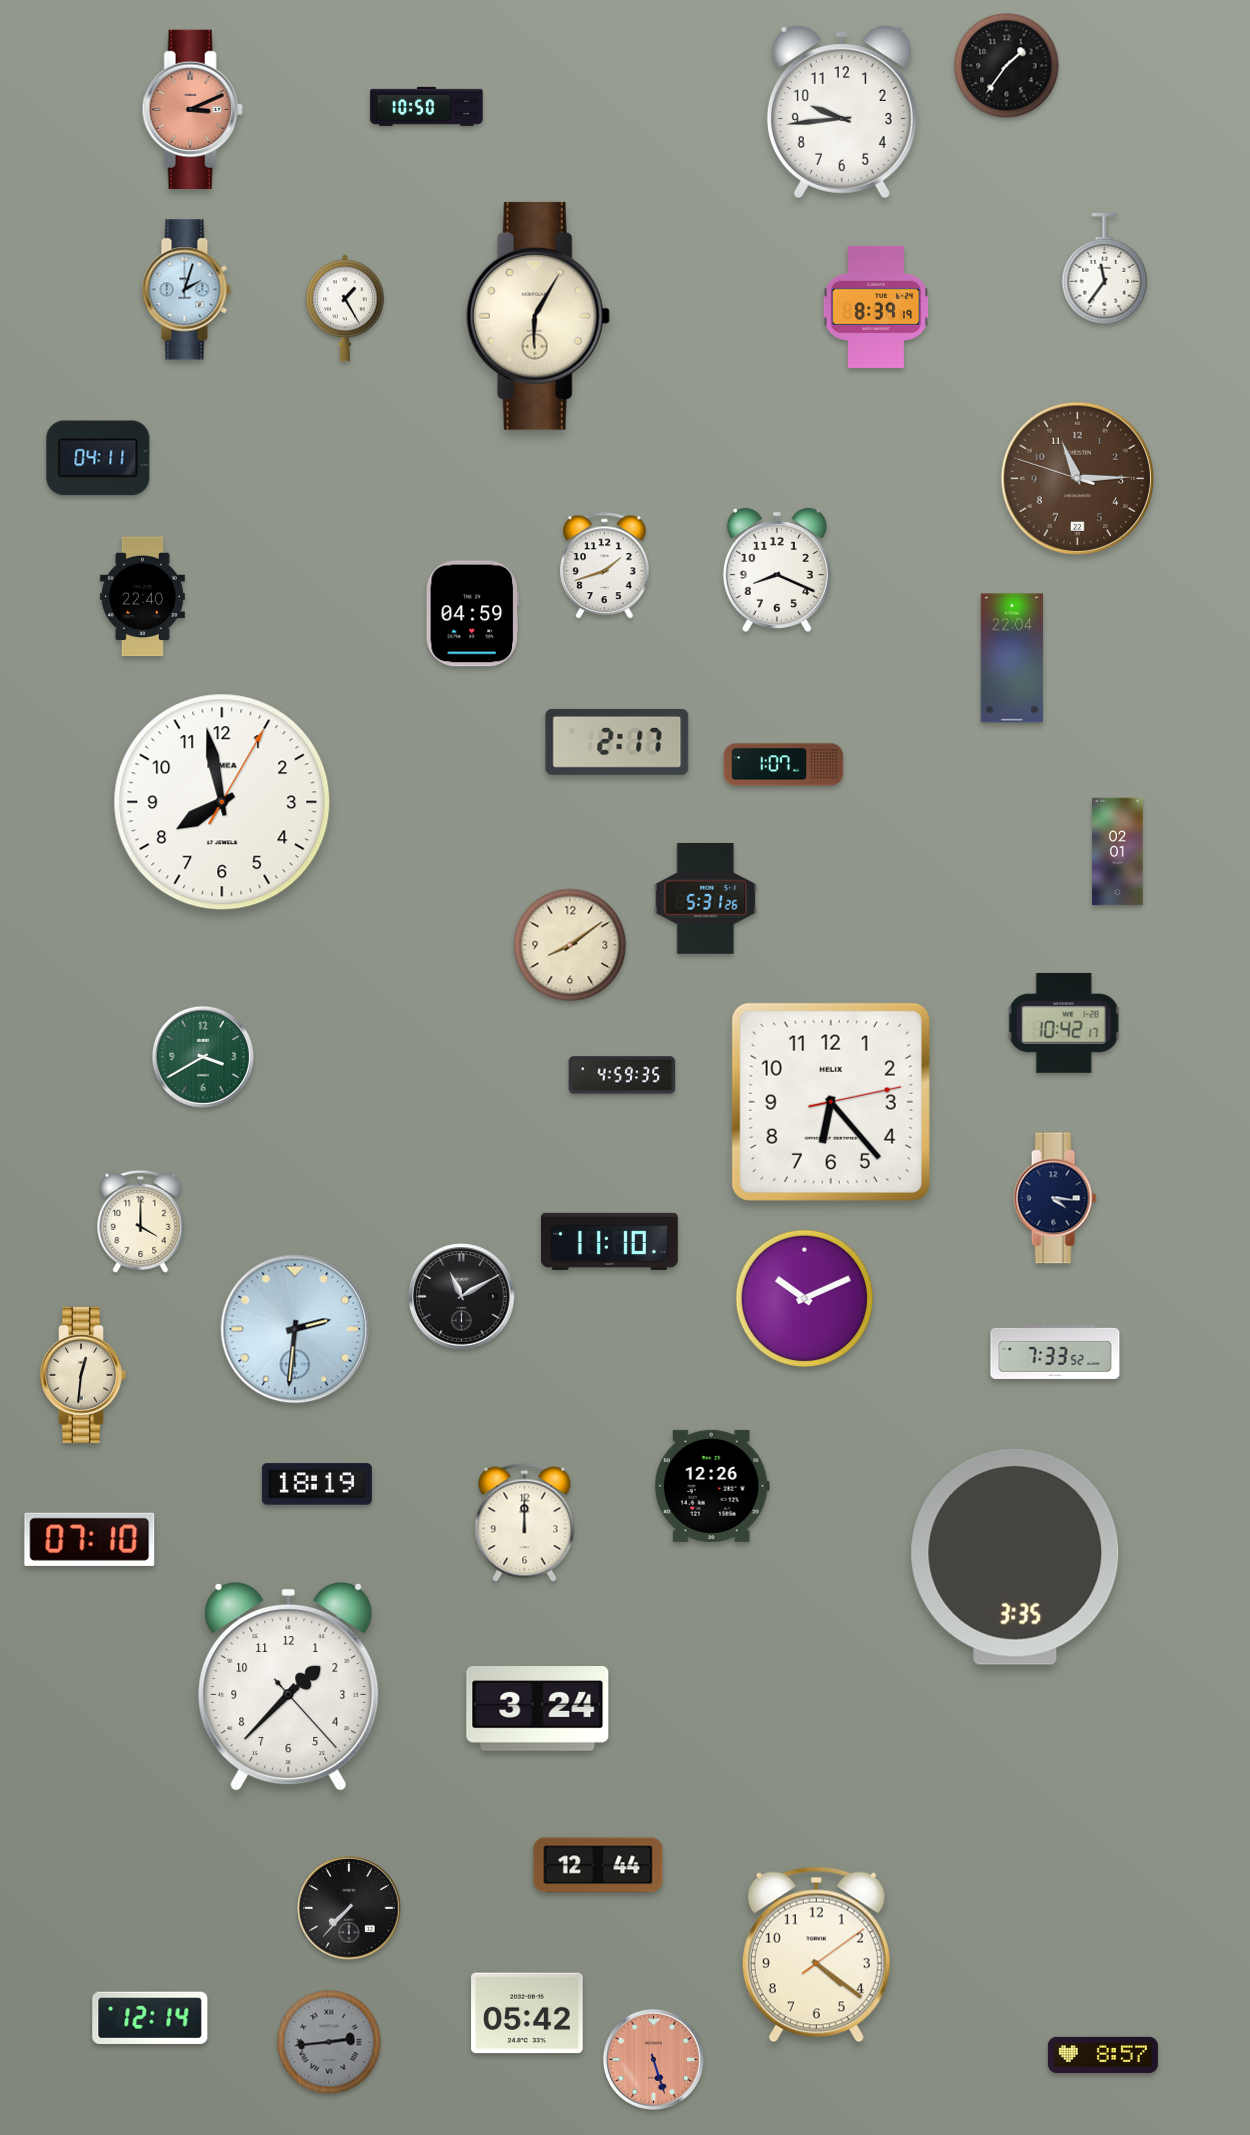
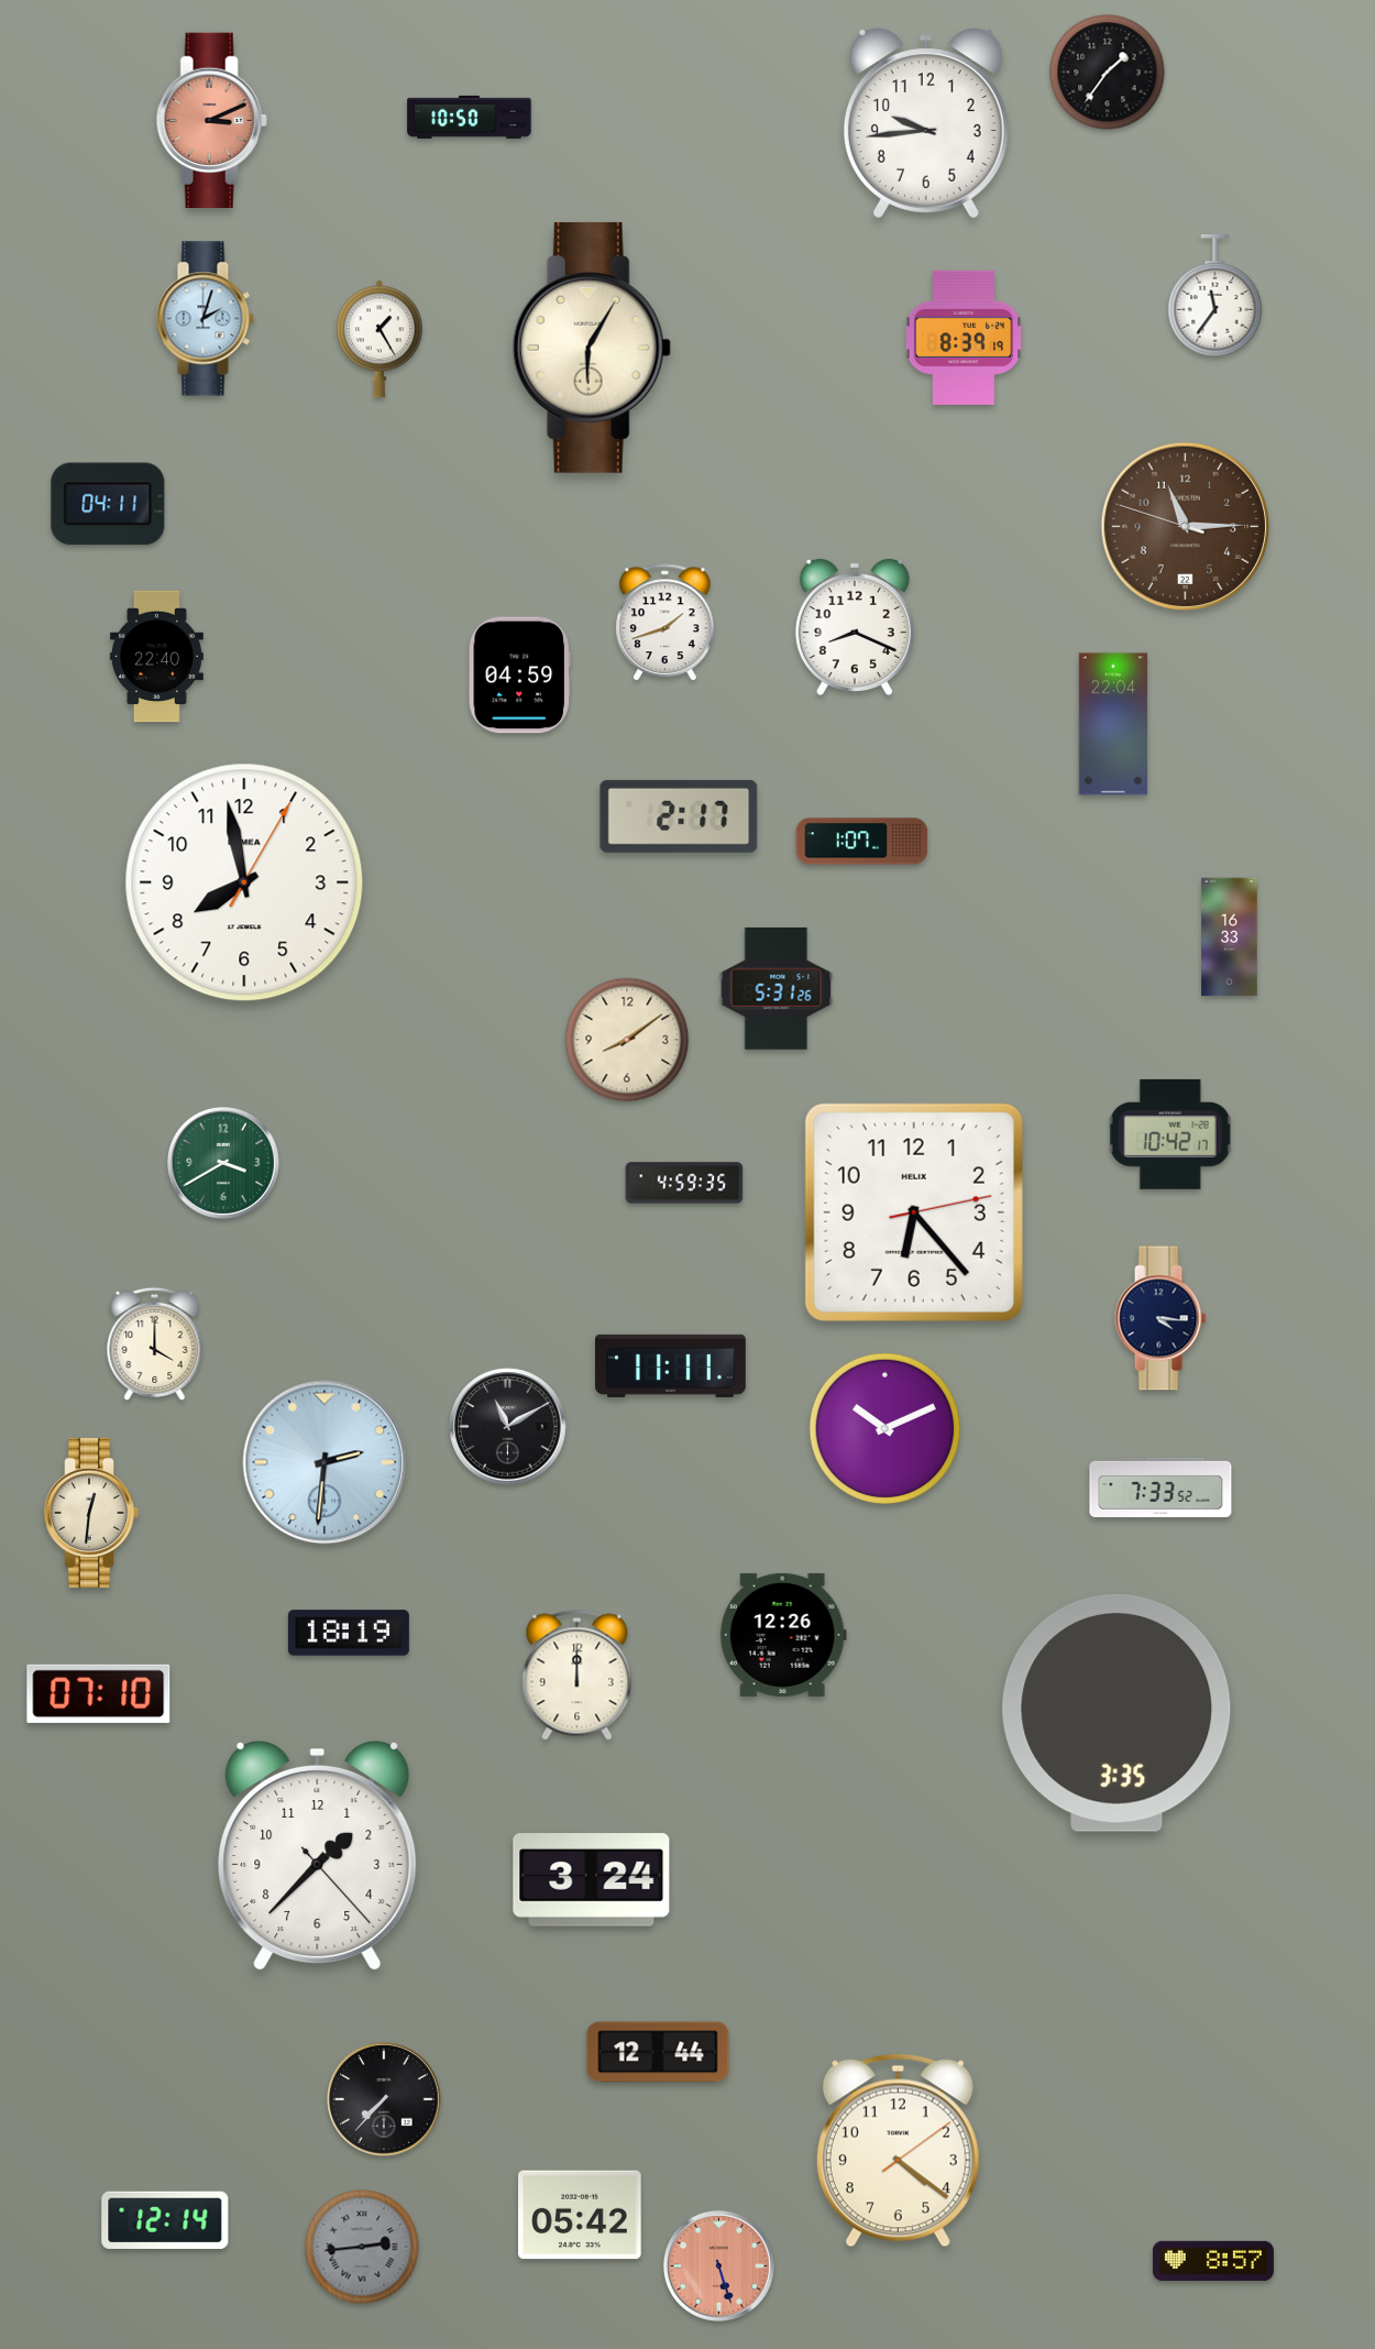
clock at (1118, 852): 02:01 -> 16:33
clock at (1064, 1023) position: (1064, 1023) -> (1170, 1134)
clock at (610, 1241): 11:10 -> 11:11
